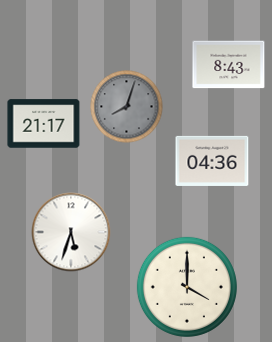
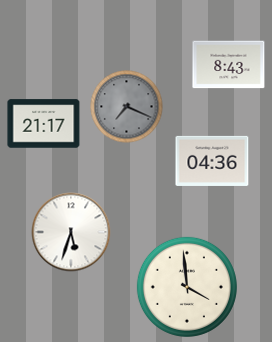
clock at (127, 107): 8:03 -> 7:19
clock at (187, 287): 4:00 -> 3:59
